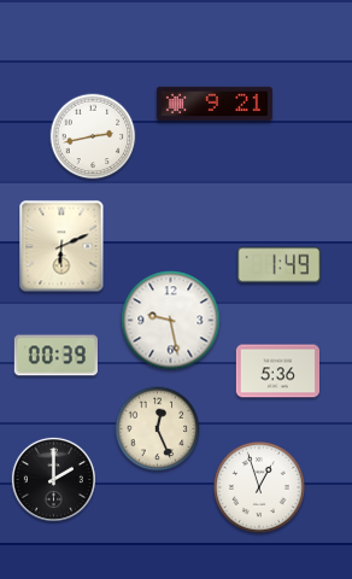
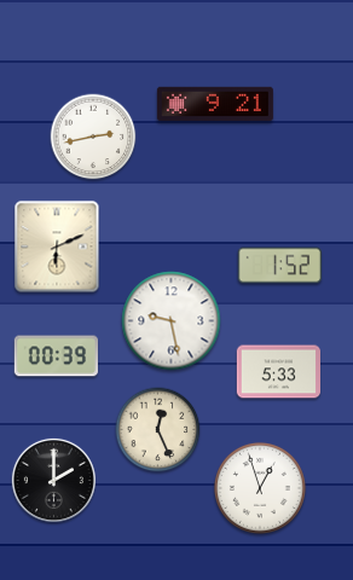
clock at (61, 246) position: (61, 246) -> (57, 246)
clock at (278, 265): 1:49 -> 1:52
clock at (277, 372): 5:36 -> 5:33
